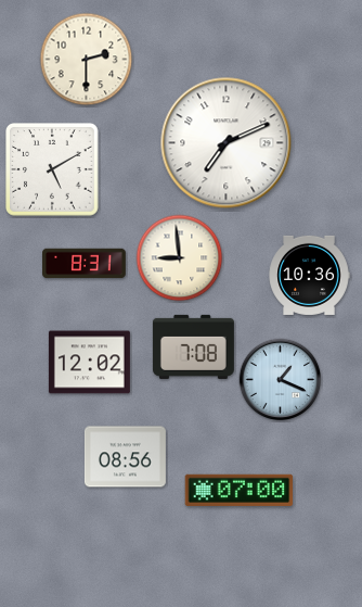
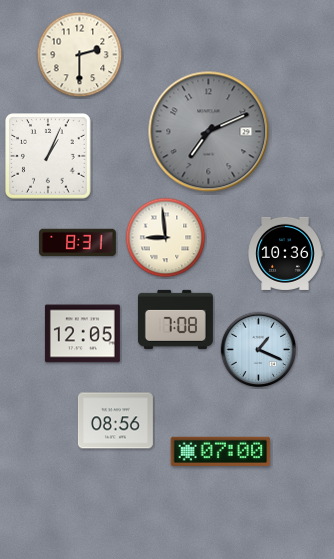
clock at (227, 143) dial: white -> grey
clock at (52, 169): 5:10 -> 1:04
clock at (193, 346) position: (193, 346) -> (175, 319)
clock at (89, 363): 12:02 -> 12:05
